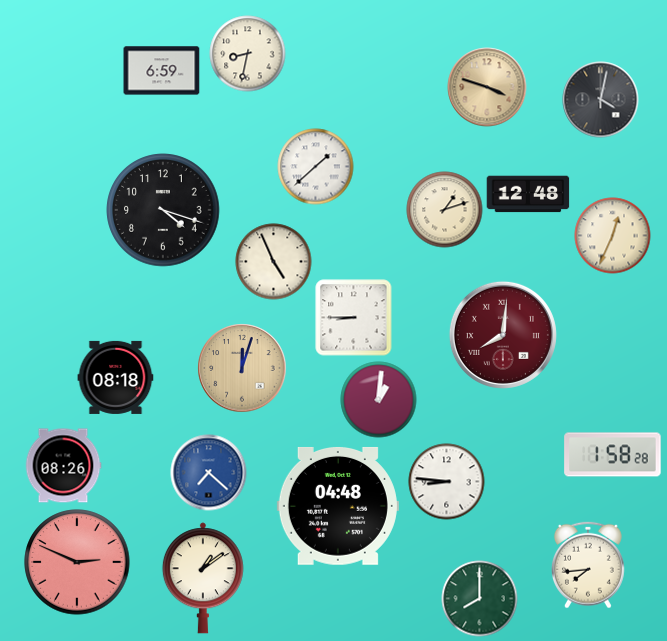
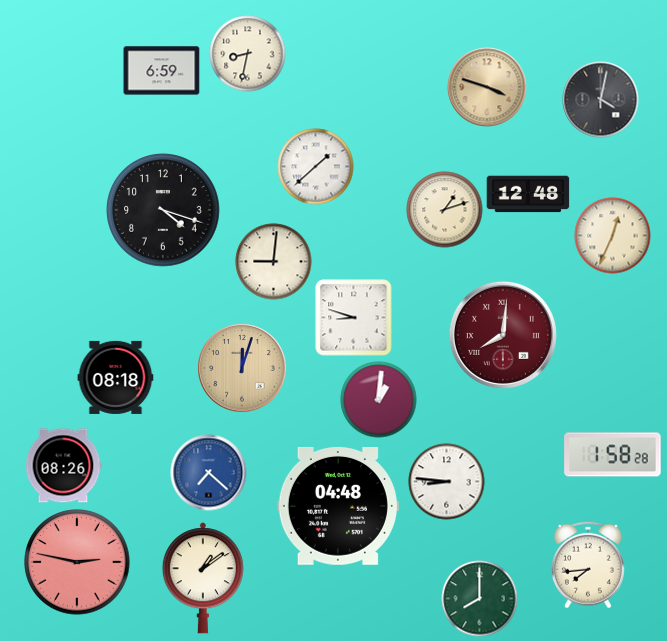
clock at (274, 262): 4:56 -> 9:01
clock at (354, 318): 8:45 -> 8:48
clock at (77, 562): 2:49 -> 2:47
